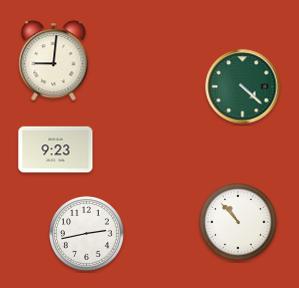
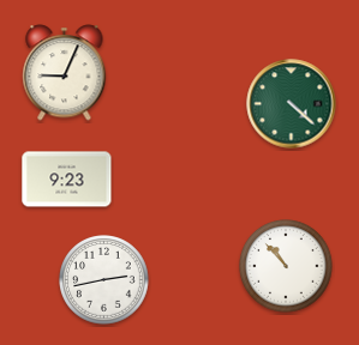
clock at (54, 61): 9:01 -> 9:04
